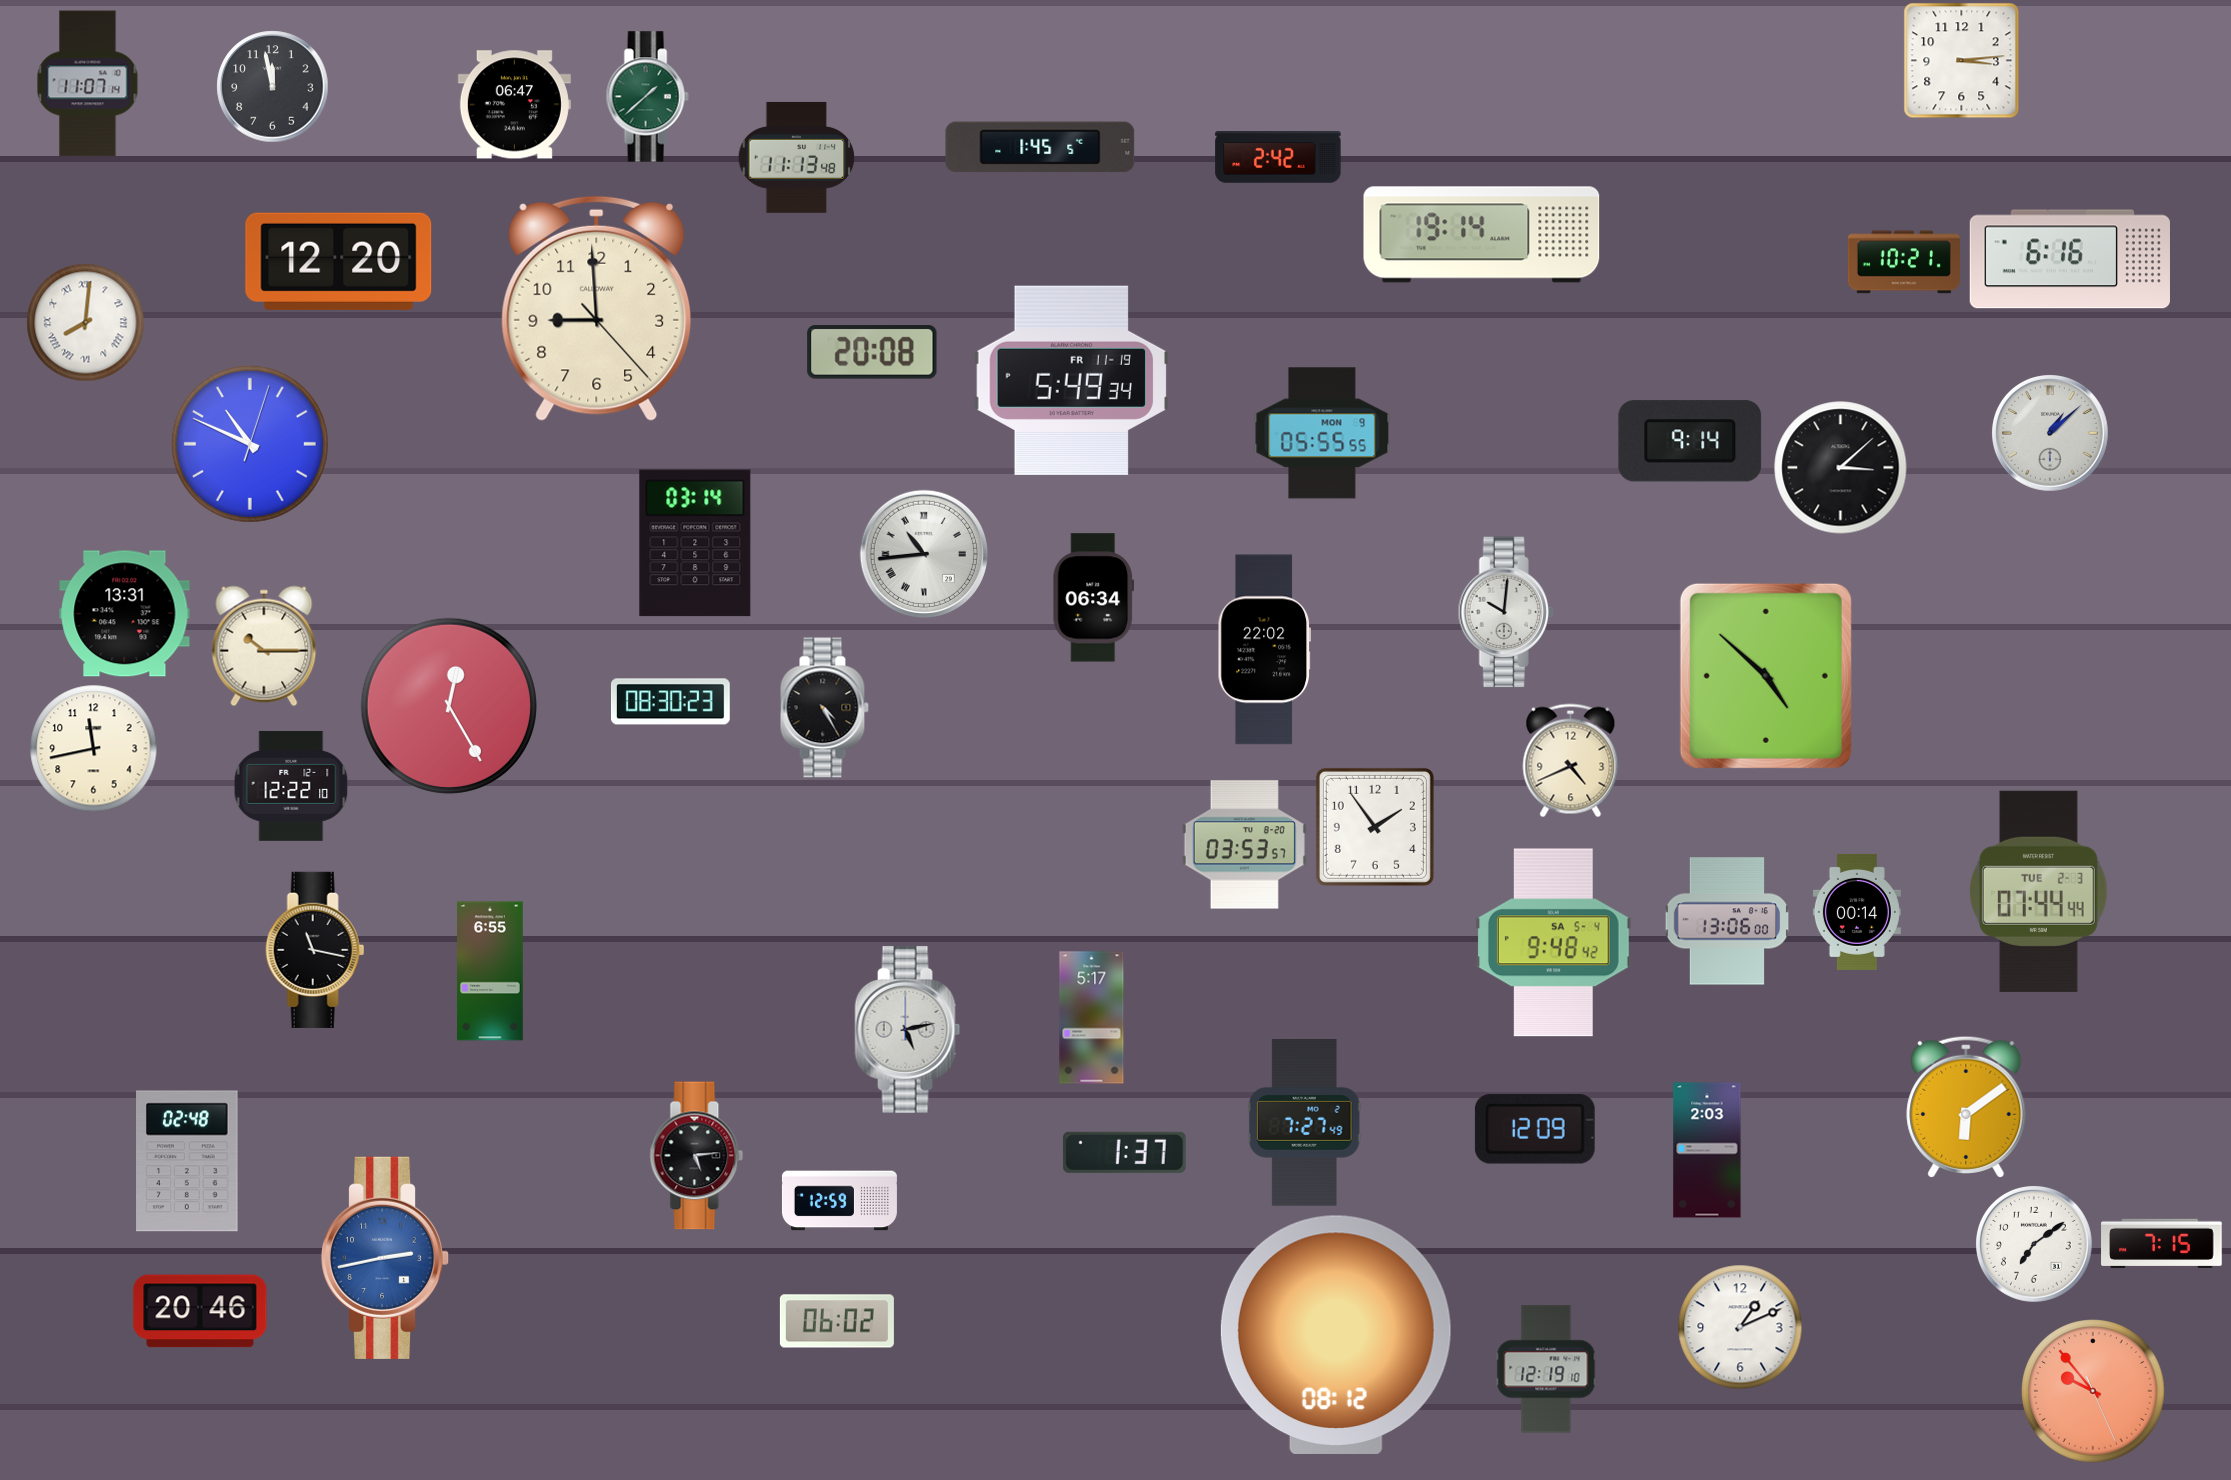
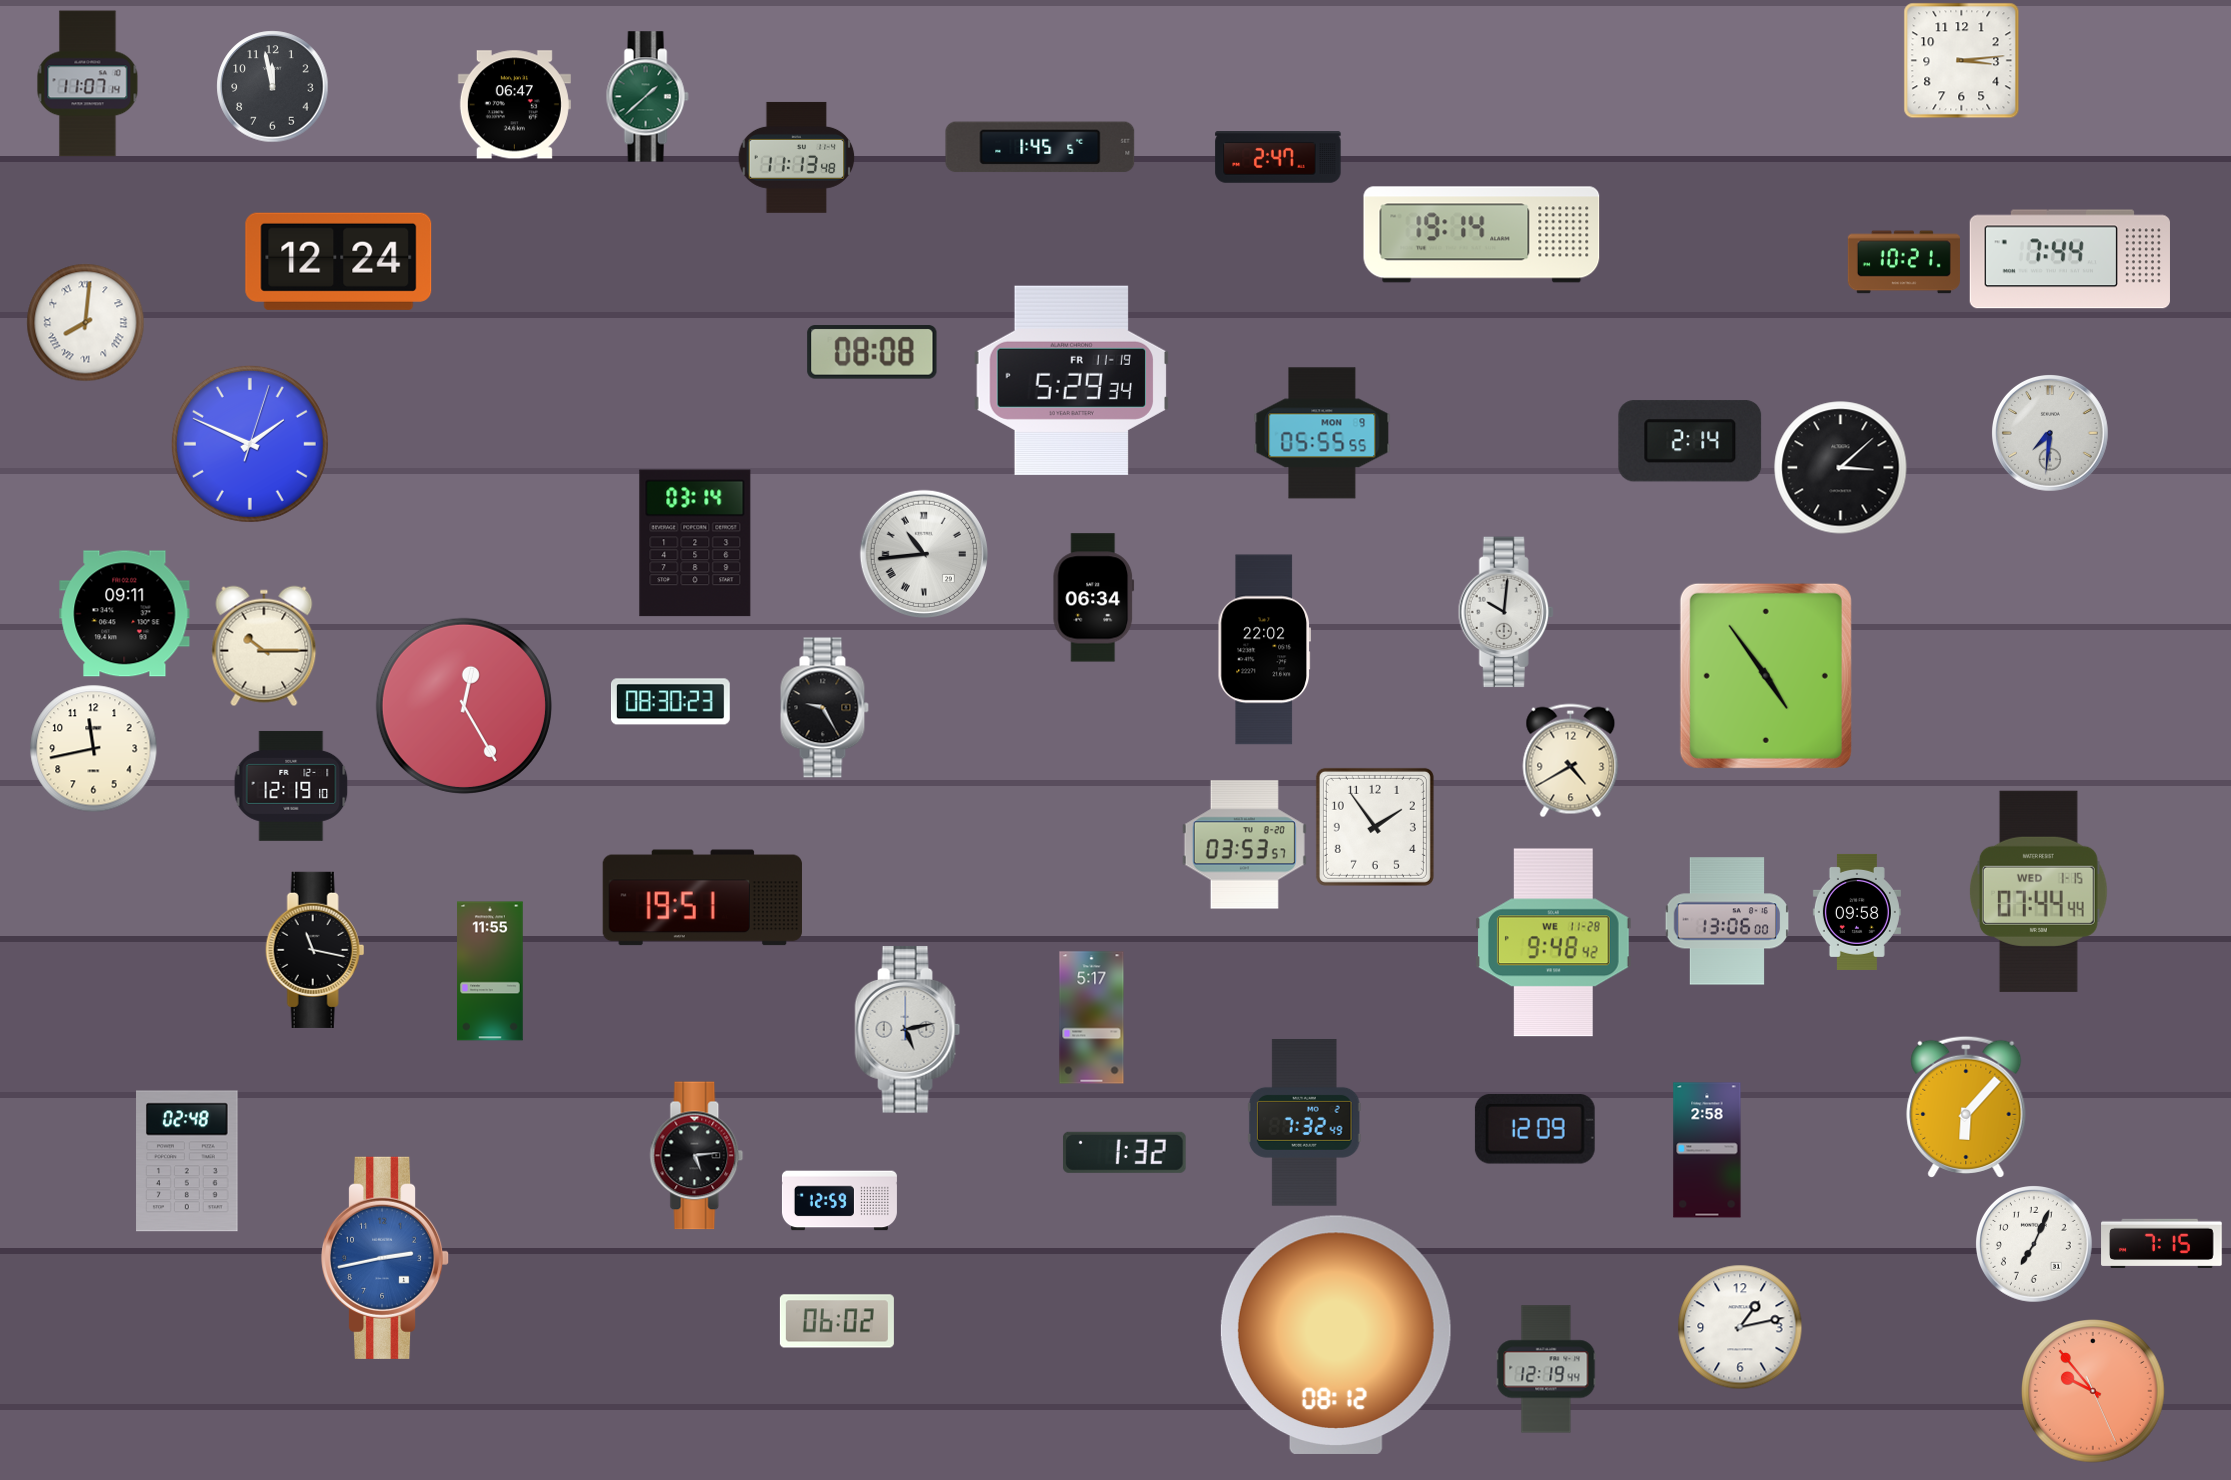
clock at (1278, 157): 2:42 -> 2:47
clock at (2070, 259): 6:16 -> 7:44
clock at (339, 261): 12:20 -> 12:24
clock at (597, 308): 8:59 -> none
clock at (872, 352): 20:08 -> 08:08
clock at (1072, 380): 5:49 -> 5:29
clock at (2051, 434): 1:08 -> 7:31
clock at (1690, 441): 9:14 -> 2:14
clock at (250, 444): 10:49 -> 1:49
clock at (125, 614): 13:31 -> 09:11
clock at (1766, 676): 4:52 -> 4:54
clock at (449, 706) position: (449, 706) -> (464, 706)
clock at (824, 708): 4:25 -> 9:25
clock at (1571, 761): 4:41 -> 4:40
clock at (291, 786): 12:22 -> 12:19
clock at (2038, 891) date: TUE 2-3 -> WED 1-15
clock at (702, 898): none -> 19:51
clock at (1857, 912): 00:14 -> 09:58
clock at (1553, 943) date: SA 5-4 -> WE 11-28
clock at (490, 971): 6:55 -> 11:55
clock at (1966, 1107): 6:09 -> 6:07
clock at (1304, 1123): 7:27 -> 7:32
clock at (1707, 1150): 2:03 -> 2:58
clock at (1125, 1152): 1:37 -> 1:32
clock at (2035, 1245): 7:09 -> 7:04
clock at (200, 1311): 20:46 -> none
clock at (1740, 1327): 1:11 -> 1:13
clock at (1546, 1369): 12:19:10 -> 12:19:44
